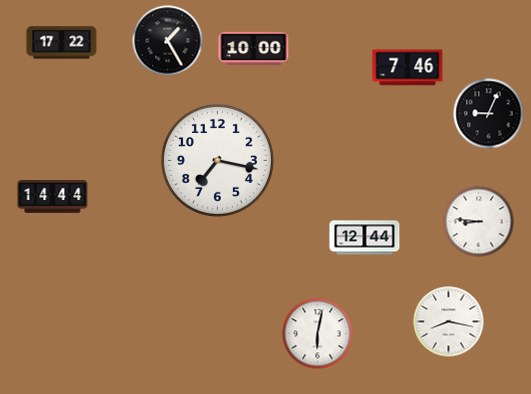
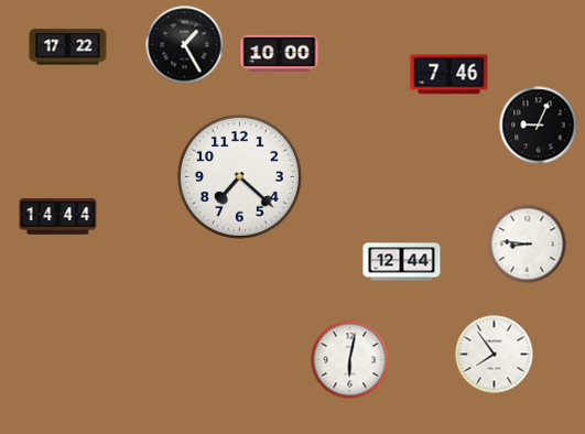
clock at (217, 160): 7:17 -> 7:22
clock at (449, 322): 8:17 -> 7:54
clock at (318, 334) position: (318, 334) -> (350, 360)
